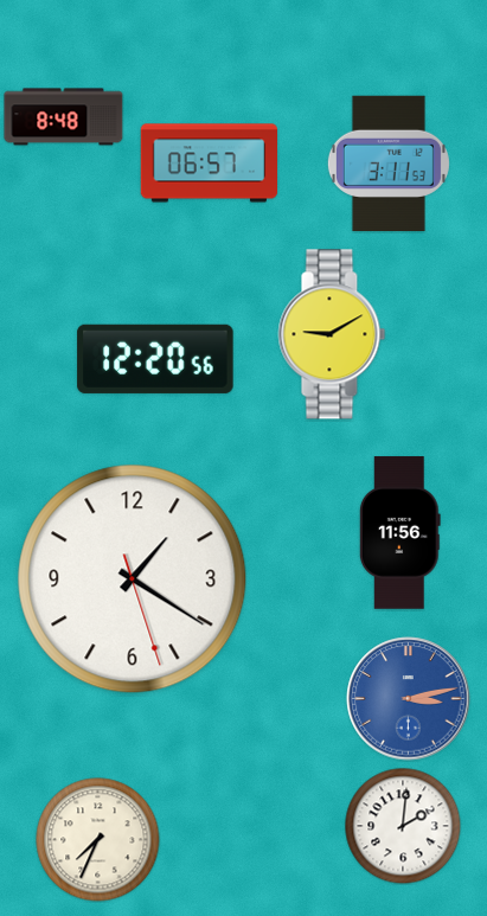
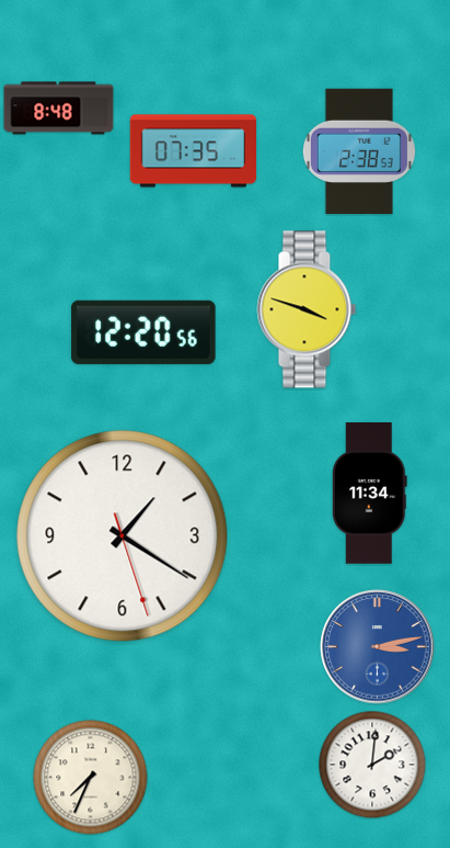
clock at (210, 164): 06:57 -> 07:35
clock at (389, 164): 3:11 -> 2:38
clock at (332, 334): 9:10 -> 3:48
clock at (399, 533): 11:56 -> 11:34
